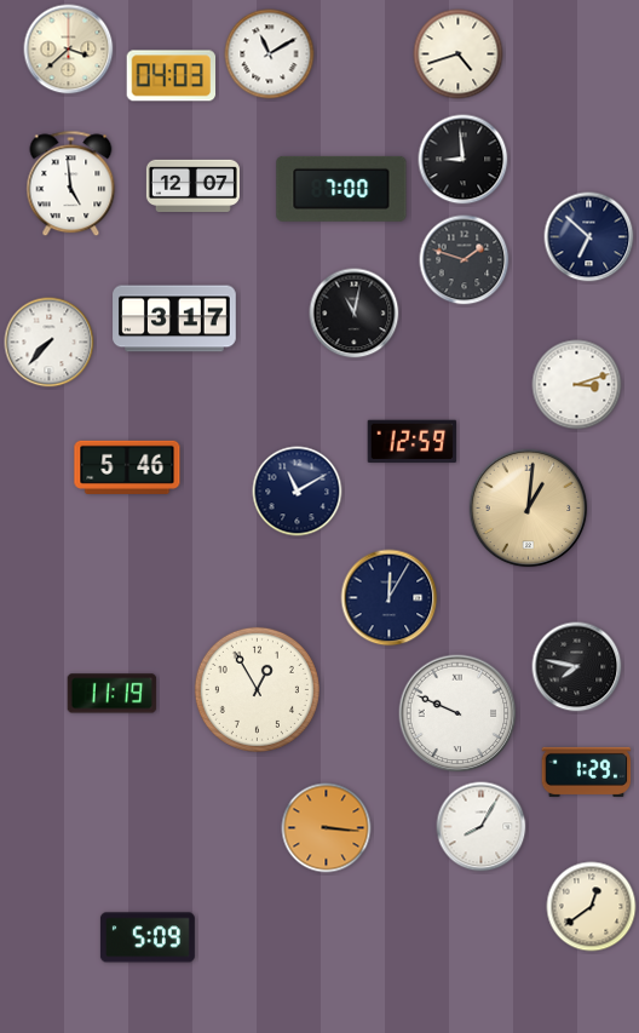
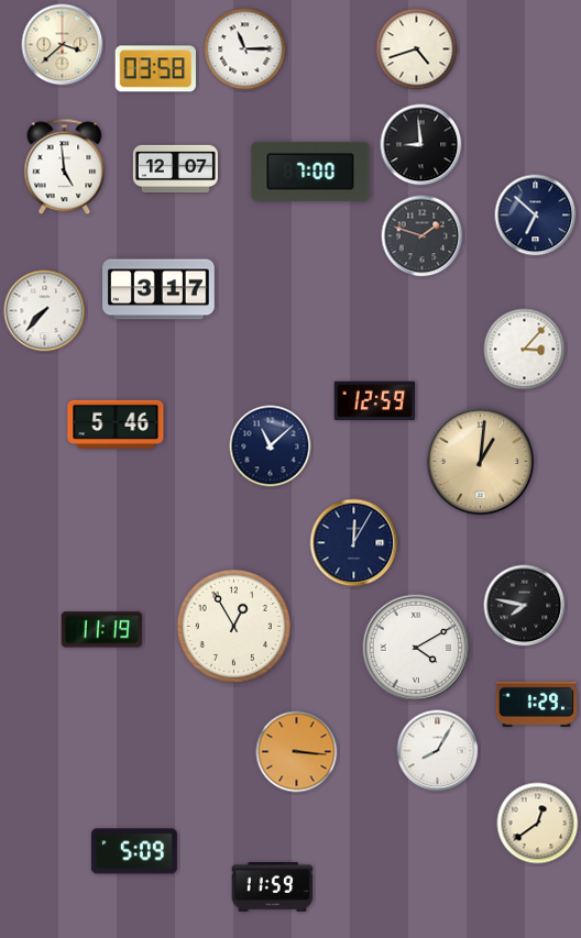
clock at (270, 54): 11:10 -> 11:15
clock at (172, 76): 04:03 -> 03:58
clock at (355, 314): 11:02 -> none
clock at (577, 385): 3:12 -> 3:07
clock at (298, 492): 11:10 -> 11:08
clock at (457, 713): 9:49 -> 4:10
clock at (587, 771) position: (587, 771) -> (537, 704)
clock at (273, 886): none -> 11:59
